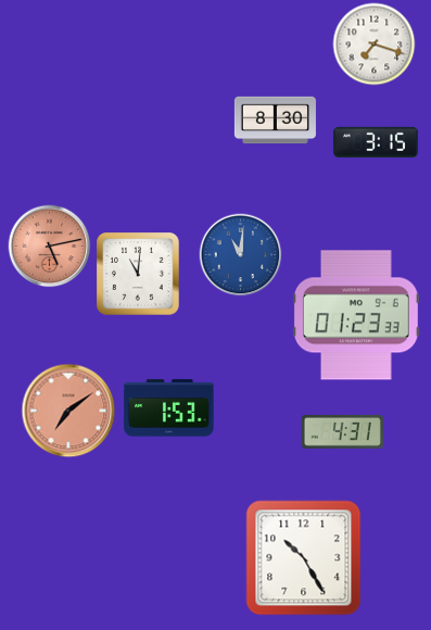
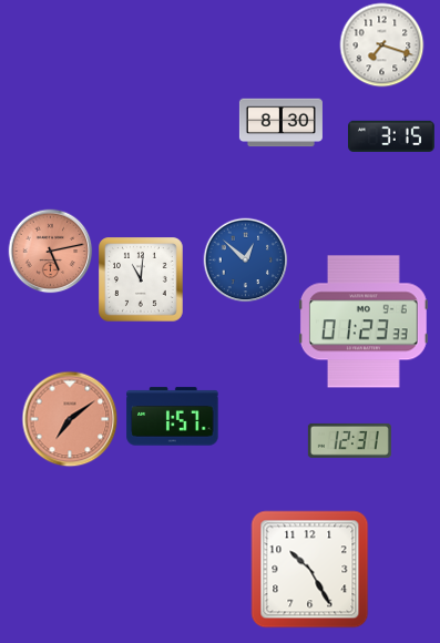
clock at (377, 141) position: (377, 141) -> (392, 135)
clock at (241, 255): 11:01 -> 12:52
clock at (169, 408): 1:53 -> 1:57
clock at (342, 431): 4:31 -> 12:31
